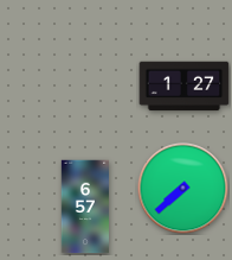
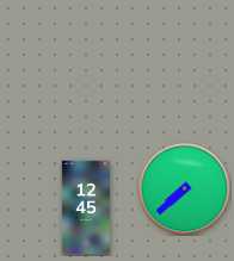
clock at (185, 87): 1:27 -> none
clock at (84, 207): 6:57 -> 12:45
